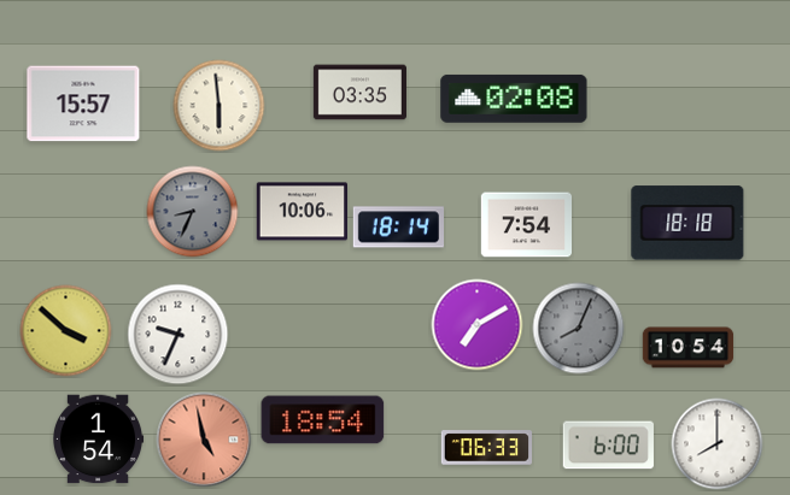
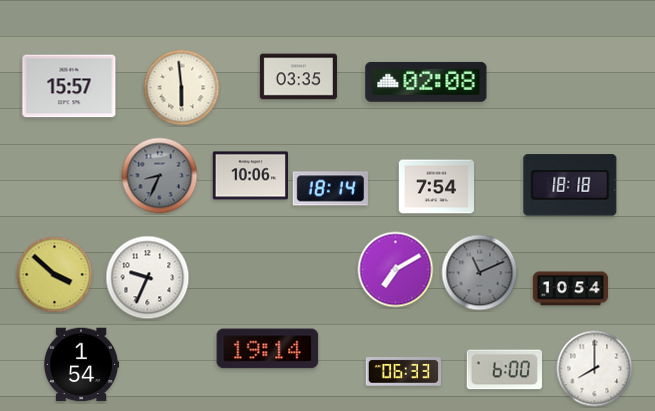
clock at (579, 329): 8:04 -> 11:11
clock at (323, 420): 18:54 -> 19:14
clock at (204, 440): 4:58 -> none
